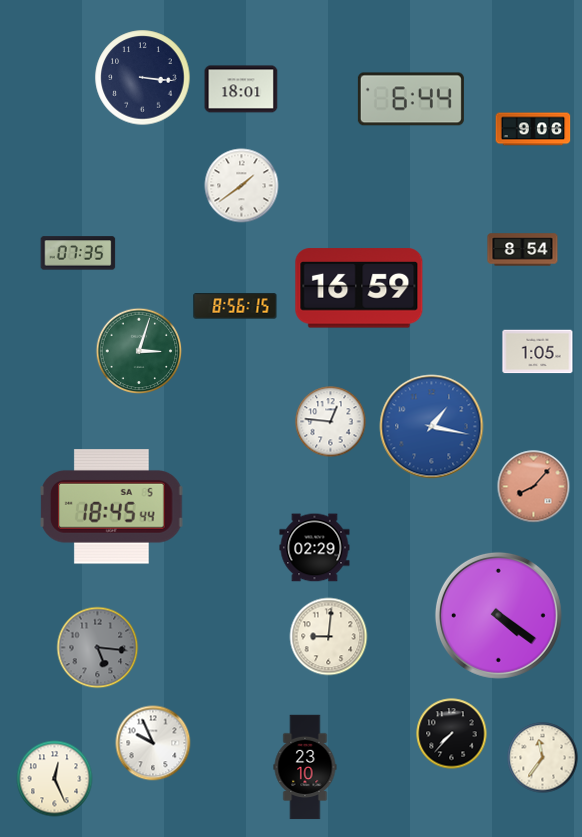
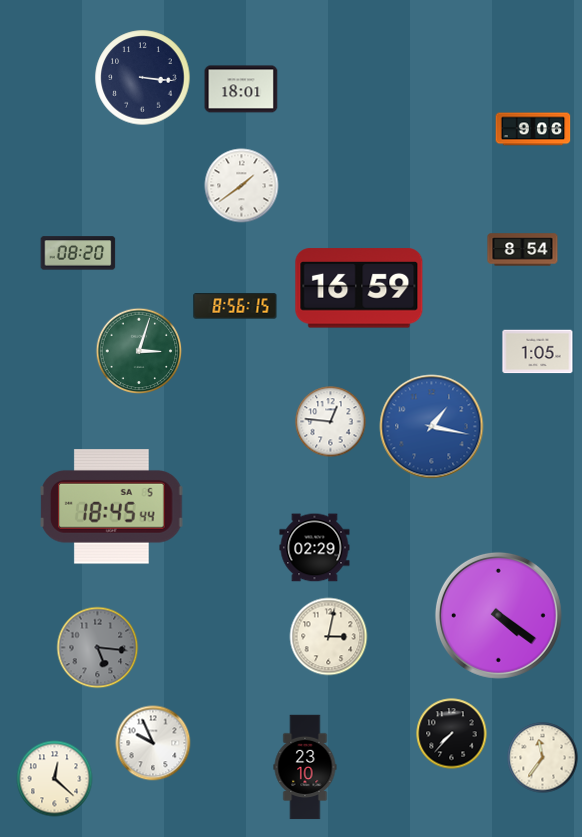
clock at (411, 99): 6:44 -> none
clock at (78, 253): 07:35 -> 08:20
clock at (534, 487): 8:07 -> none
clock at (329, 637): 9:01 -> 3:02
clock at (55, 779): 12:26 -> 12:22
